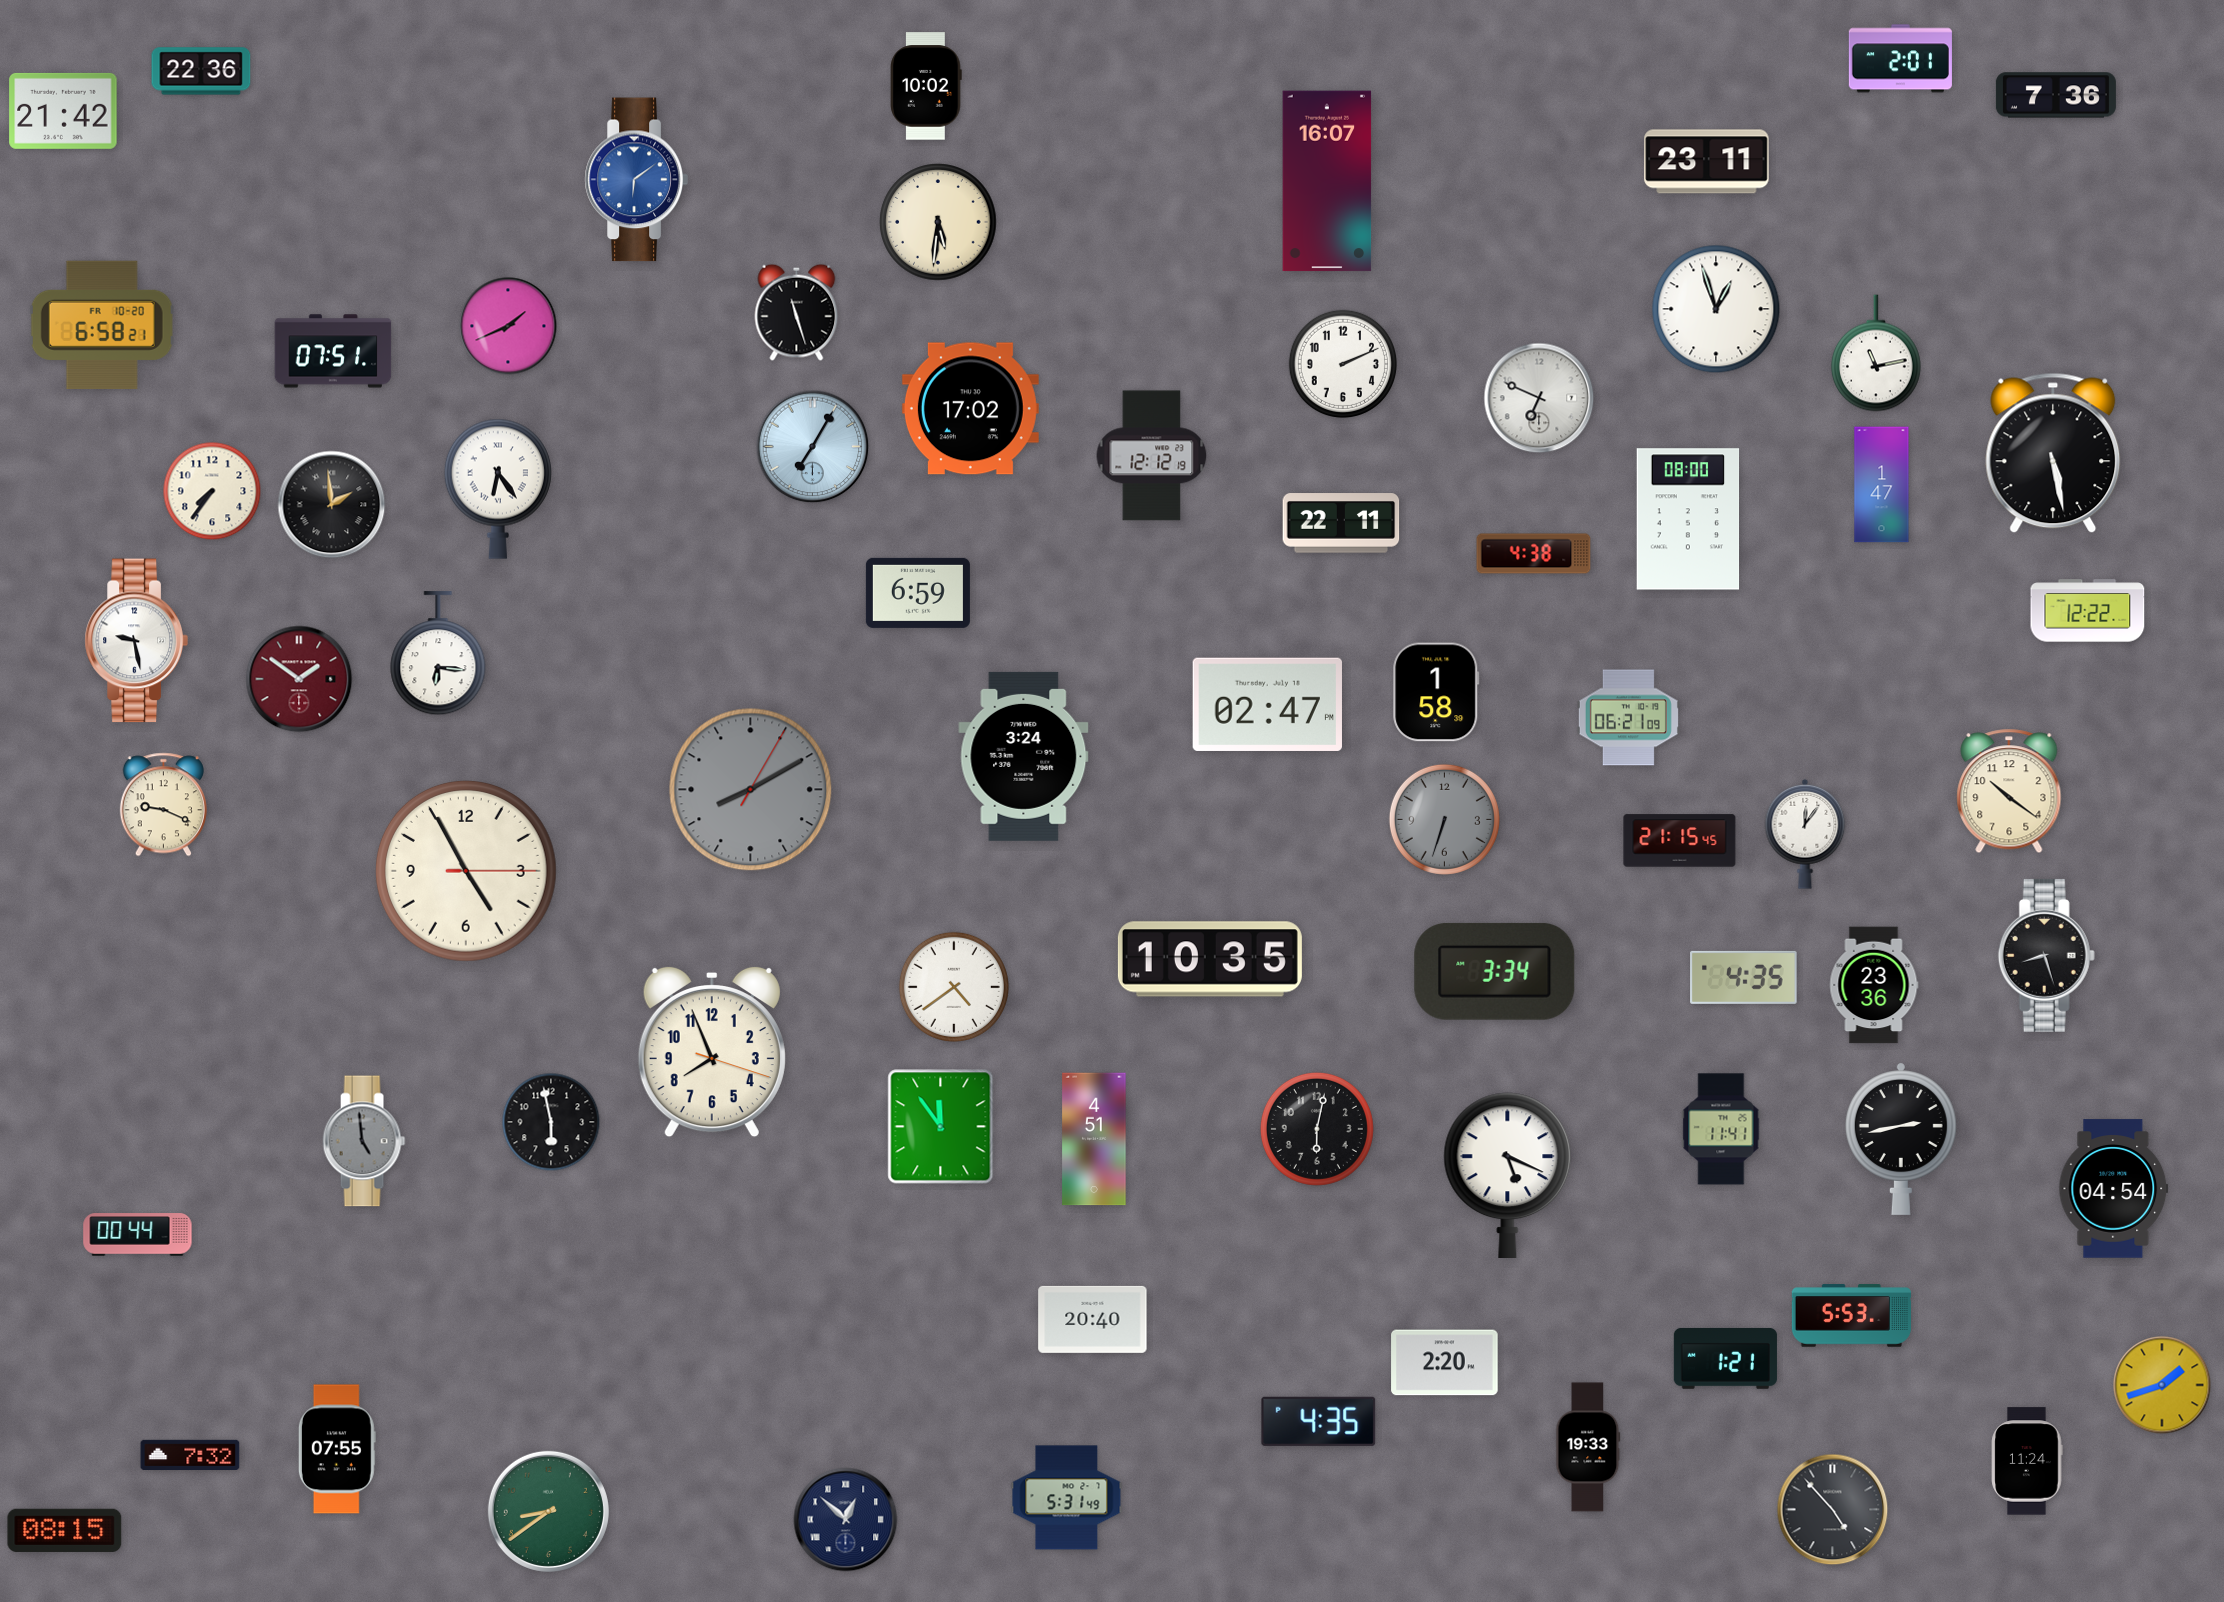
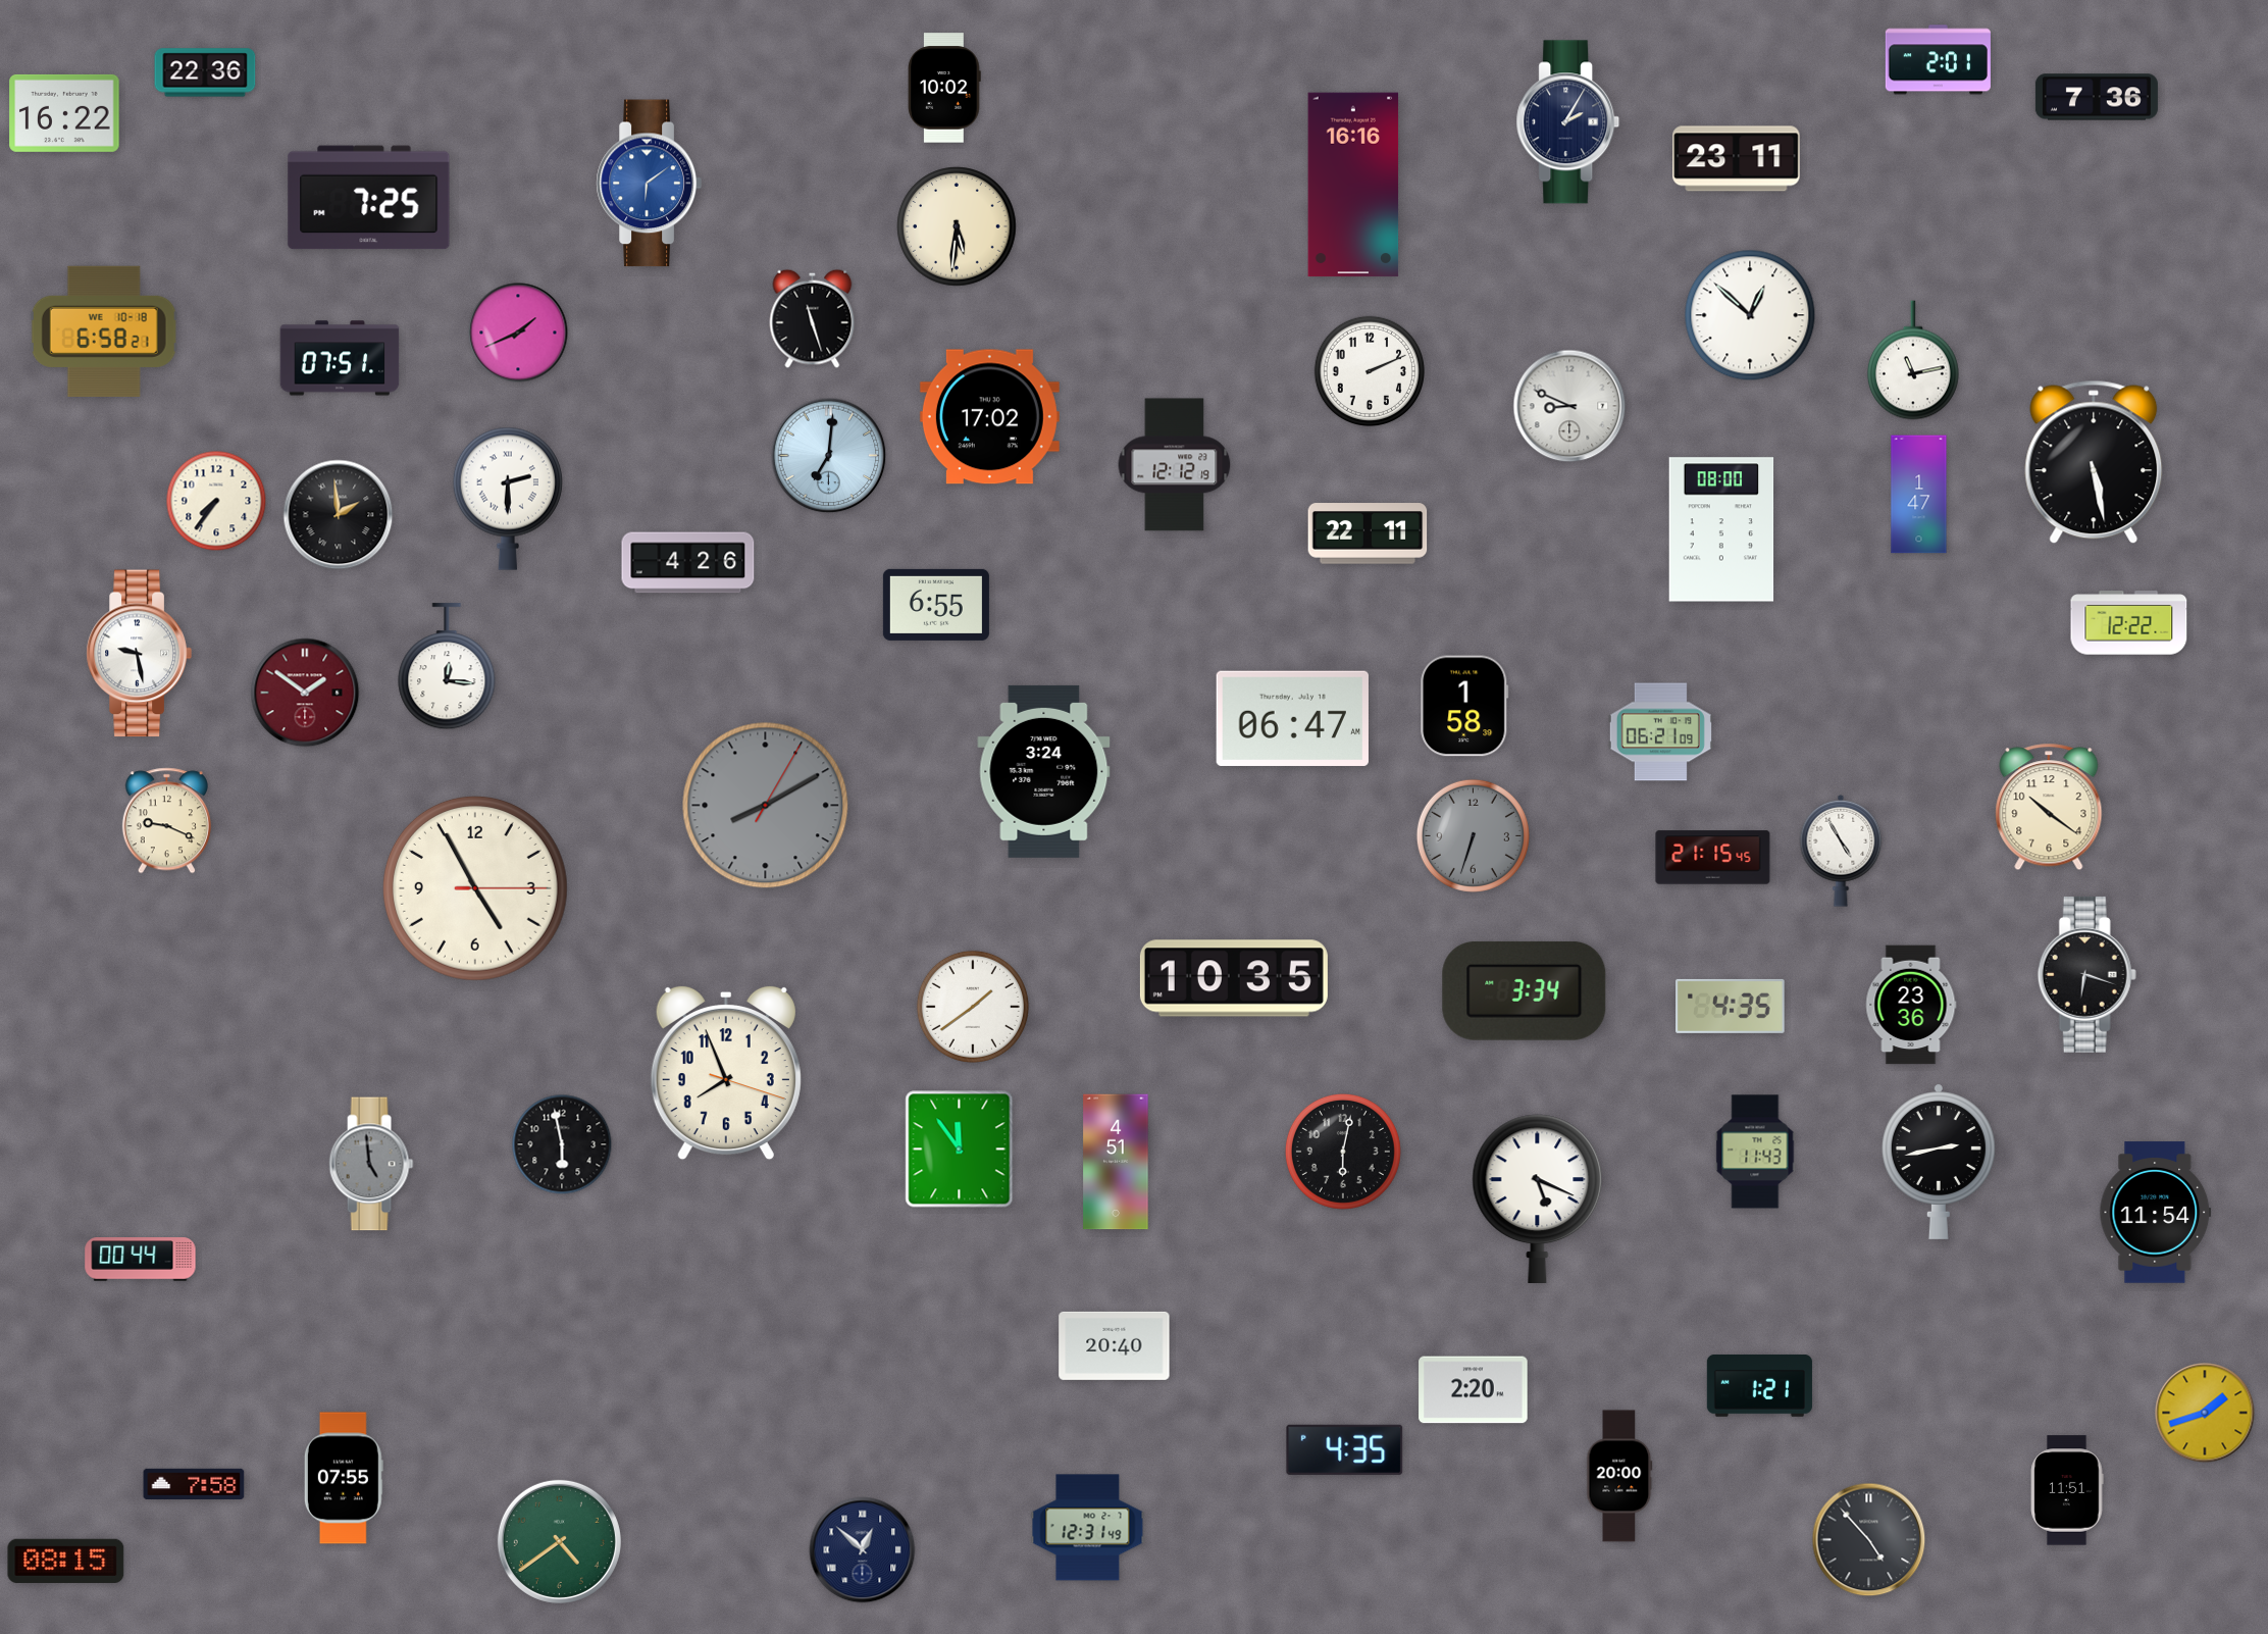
clock at (63, 111): 21:42 -> 16:22
clock at (1568, 122): none -> 2:05
clock at (1707, 162) position: (1707, 162) -> (1737, 159)
clock at (1327, 181): 16:07 -> 16:16
clock at (369, 198): none -> 7:25
clock at (1716, 309): 12:57 -> 12:52
clock at (102, 325) date: FR 10-20 -> WE 10-18
clock at (1539, 398): 6:49 -> 8:49
clock at (813, 447): 7:05 -> 7:01
clock at (498, 489): 6:24 -> 2:30
clock at (688, 563): none -> 4:26
clock at (1534, 554): 4:38 -> none
clock at (918, 593): 6:59 -> 6:55
clock at (438, 654): 6:16 -> 12:16
clock at (1267, 704): 02:47 -> 06:47
clock at (1805, 834): 12:06 -> 4:55
clock at (2046, 955): 8:27 -> 6:18
clock at (1744, 977) position: (1744, 977) -> (1731, 1006)
clock at (954, 987): 4:39 -> 1:39
clock at (1721, 1129): 11:41 -> 11:43
clock at (2114, 1189): 04:54 -> 11:54
clock at (1851, 1316): 5:53 -> none
clock at (1588, 1447): 19:33 -> 20:00
clock at (190, 1454): 7:32 -> 7:58
clock at (2027, 1461): 11:24 -> 11:51
clock at (1067, 1498): 5:31 -> 12:31
clock at (548, 1511): 8:39 -> 4:39
